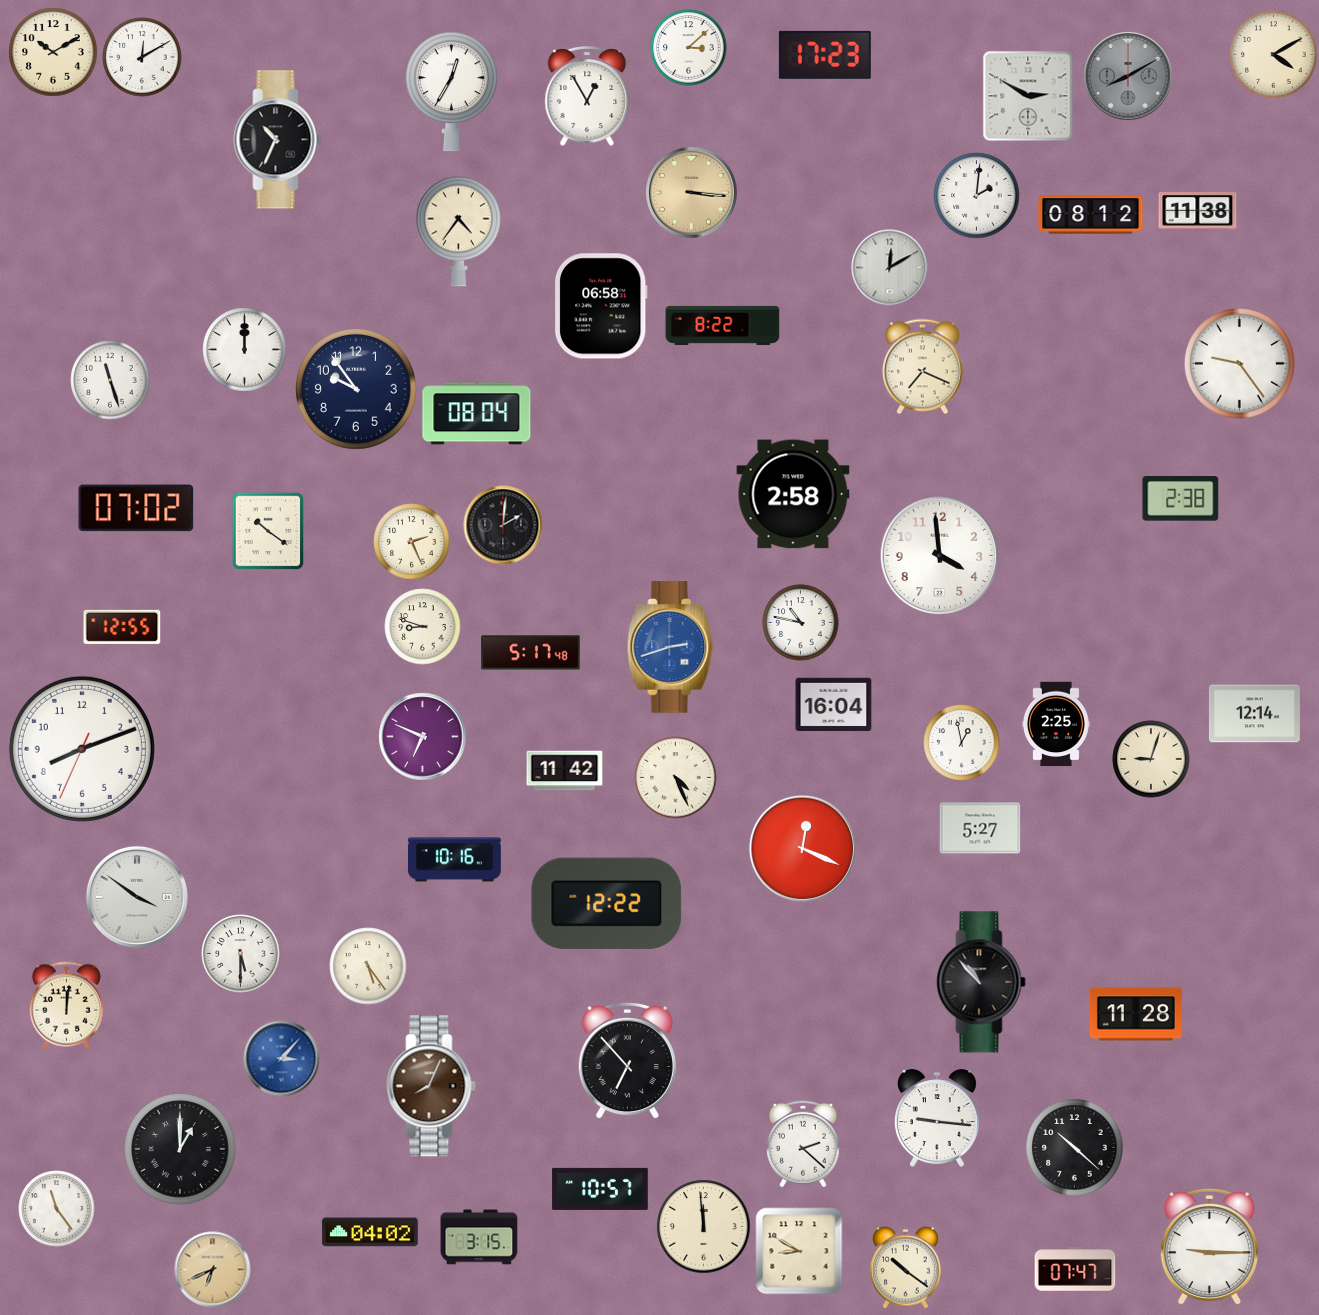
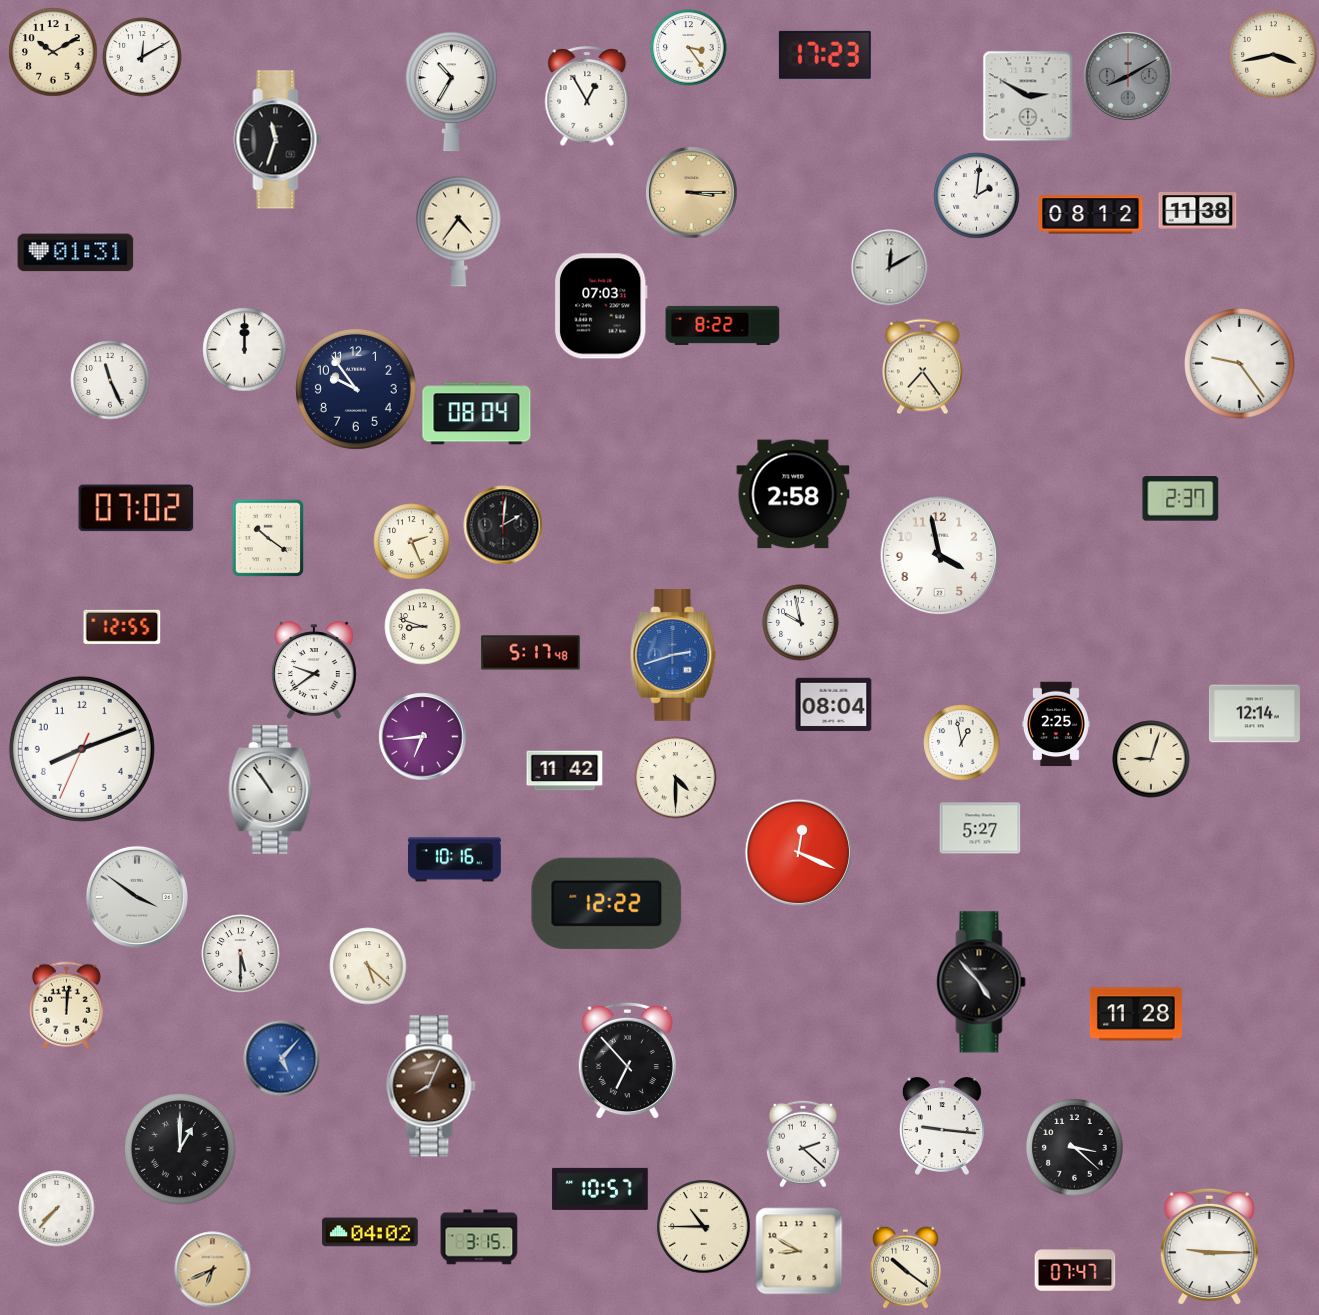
clock at (689, 48): 3:08 -> 3:24
clock at (1274, 55): 4:10 -> 3:43
clock at (451, 92): 12:35 -> 10:35
clock at (278, 140): 10:34 -> 11:33
clock at (692, 193): 3:16 -> 3:15
clock at (76, 253): none -> 01:31
clock at (601, 306): 06:58 -> 07:03
clock at (923, 367): 7:19 -> 7:24
clock at (110, 380): 11:27 -> 11:26
clock at (1181, 499): 2:38 -> 2:37
clock at (268, 531) position: (268, 531) -> (268, 538)
clock at (940, 556): 3:59 -> 3:58
clock at (801, 623): 10:47 -> 9:58
clock at (670, 647) position: (670, 647) -> (673, 655)
clock at (314, 670): none -> 9:39
clock at (834, 705): 16:04 -> 08:04
clock at (423, 737): 6:49 -> 6:44
clock at (676, 778): 4:26 -> 4:30
clock at (271, 789): none -> 10:54
clock at (802, 848) position: (802, 848) -> (798, 852)
clock at (368, 966): 5:24 -> 5:22
clock at (981, 982): 10:53 -> 4:53
clock at (282, 1059): 3:07 -> 5:07
clock at (937, 1118) position: (937, 1118) -> (942, 1126)
clock at (1075, 1148): 10:22 -> 3:22
clock at (57, 1209): 11:24 -> 7:37
clock at (704, 1227): 11:59 -> 10:45
